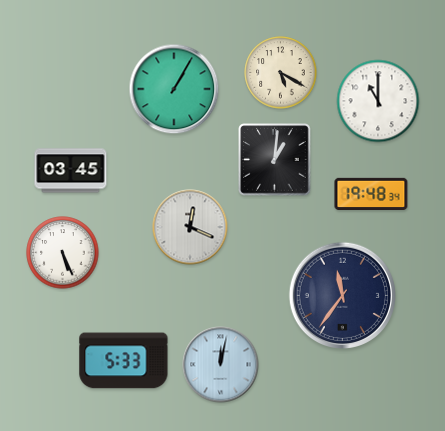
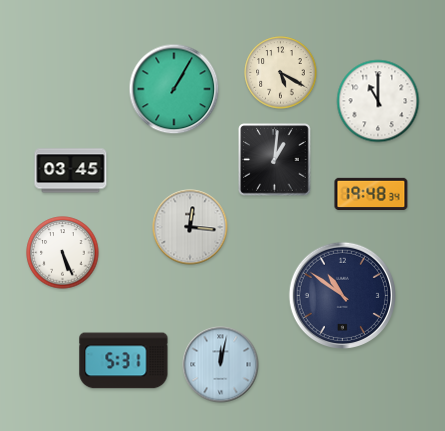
clock at (190, 227): 12:19 -> 12:16
clock at (342, 295): 11:36 -> 10:51
clock at (124, 361): 5:33 -> 5:31
